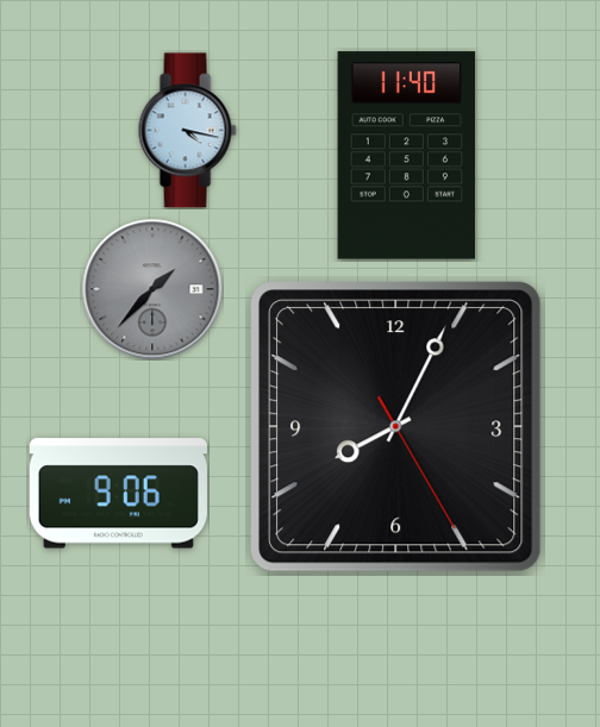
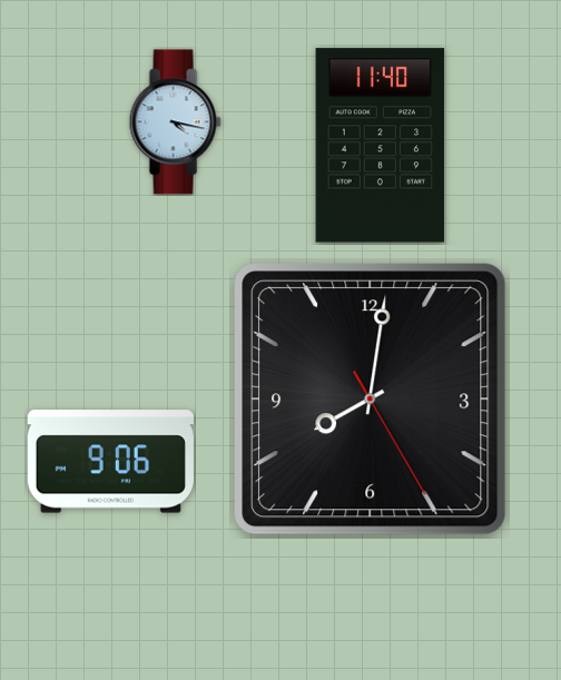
clock at (152, 289): 1:37 -> none
clock at (396, 427): 8:04 -> 8:01
